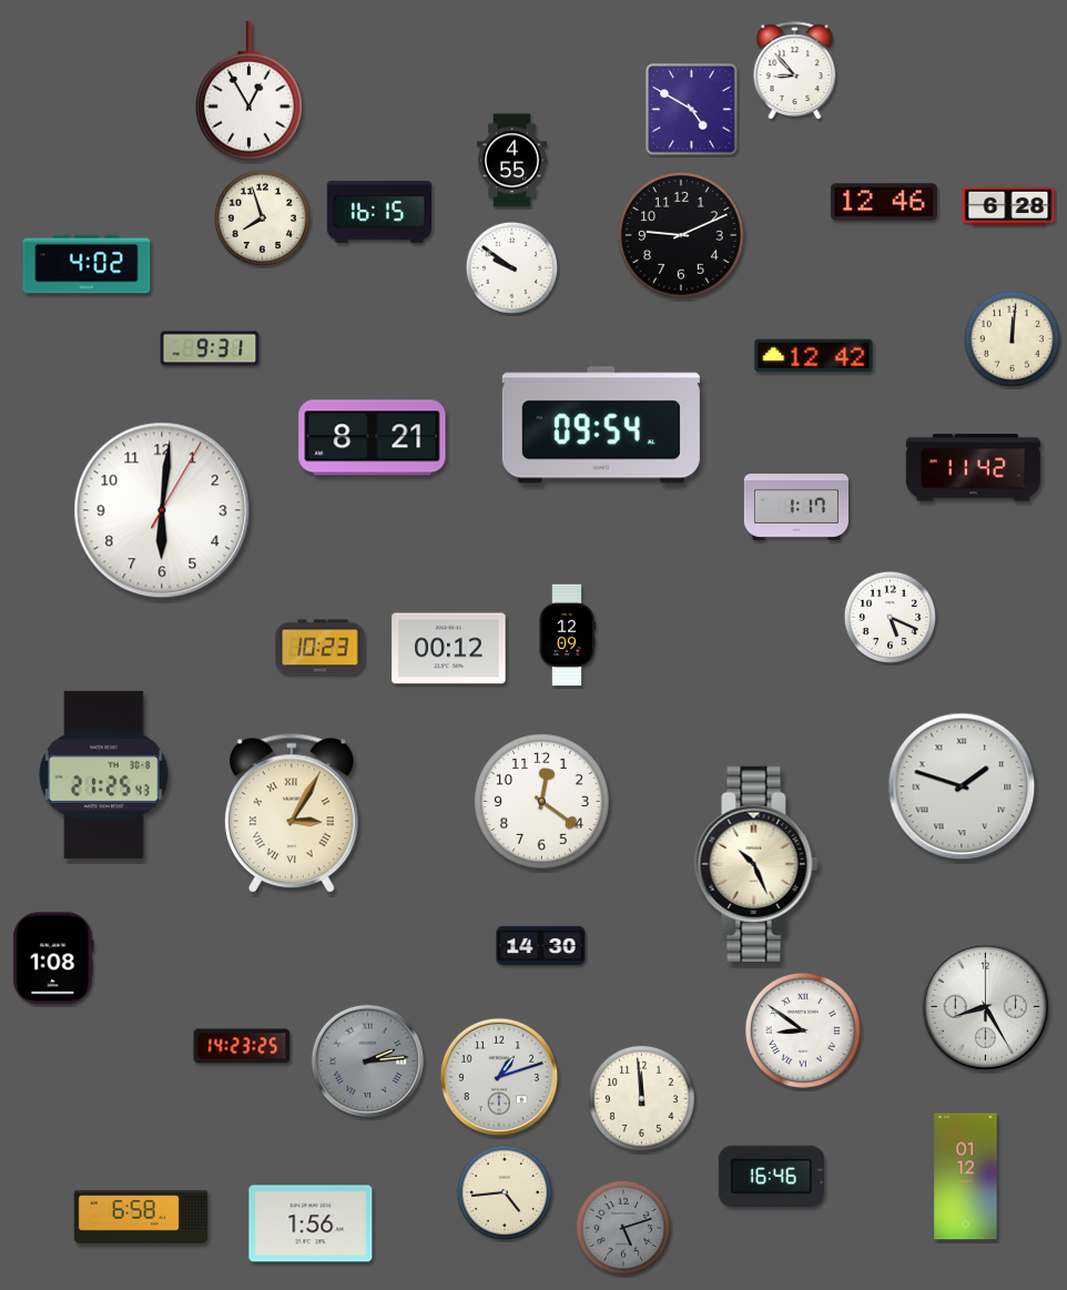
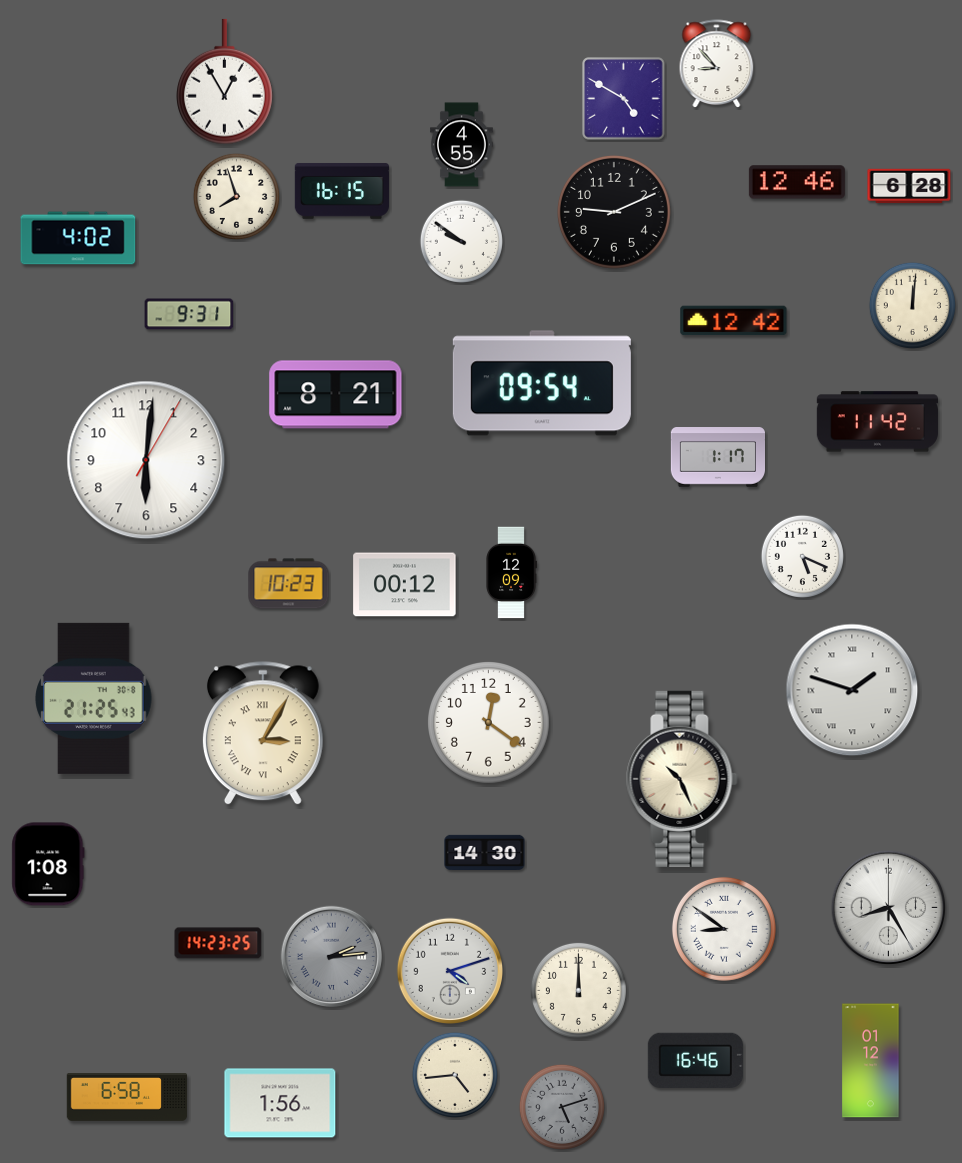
clock at (962, 786) position: (962, 786) -> (852, 690)
clock at (541, 946) position: (541, 946) -> (485, 853)
clock at (498, 1076): 1:12 -> 4:12
clock at (641, 1098): 11:59 -> 12:00
